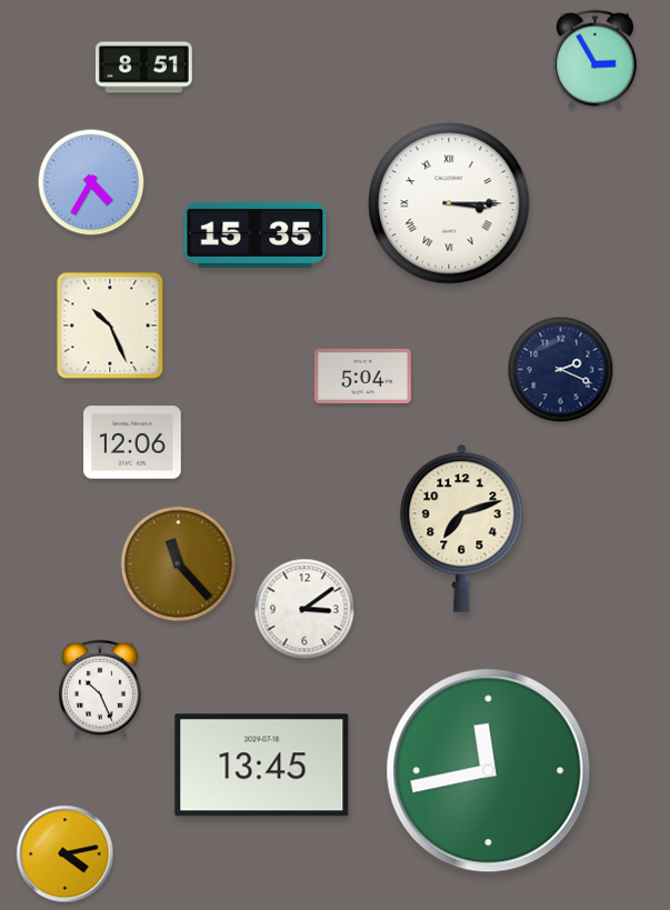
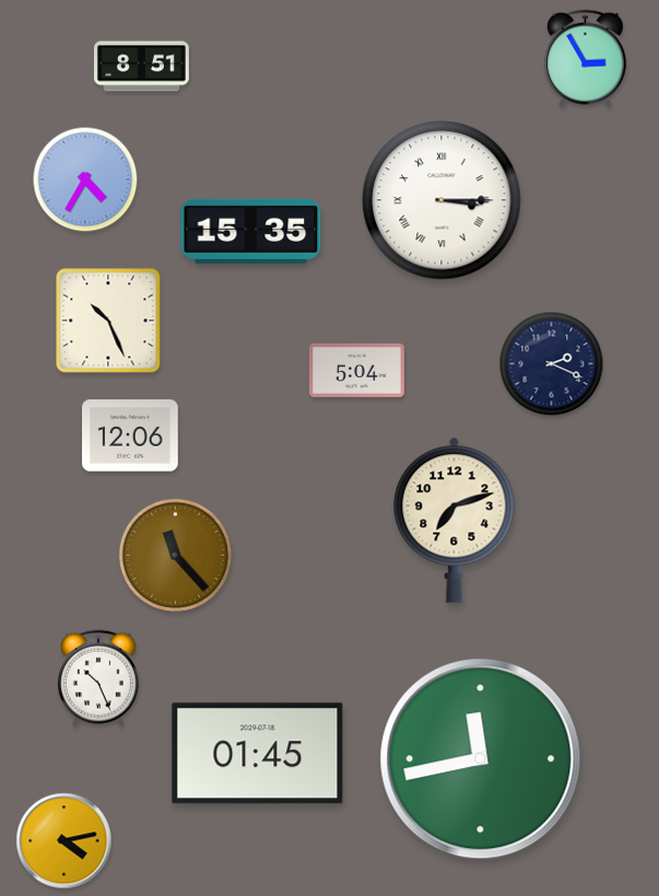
clock at (91, 182) position: (91, 182) -> (85, 179)
clock at (304, 609): 3:09 -> none
clock at (262, 766): 13:45 -> 01:45
